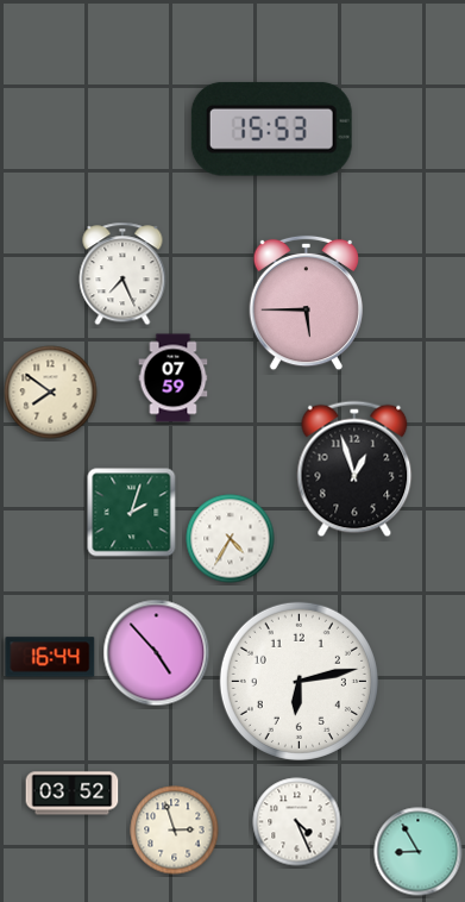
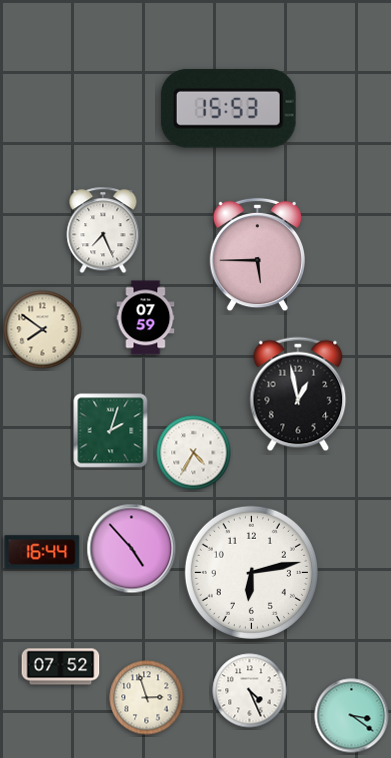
clock at (354, 469): 12:57 -> 12:58
clock at (73, 794): 03:52 -> 07:52
clock at (419, 852): 8:55 -> 3:21
